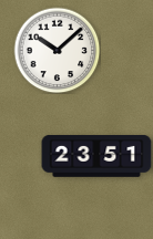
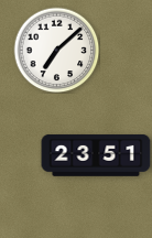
clock at (57, 50): 10:08 -> 7:08
